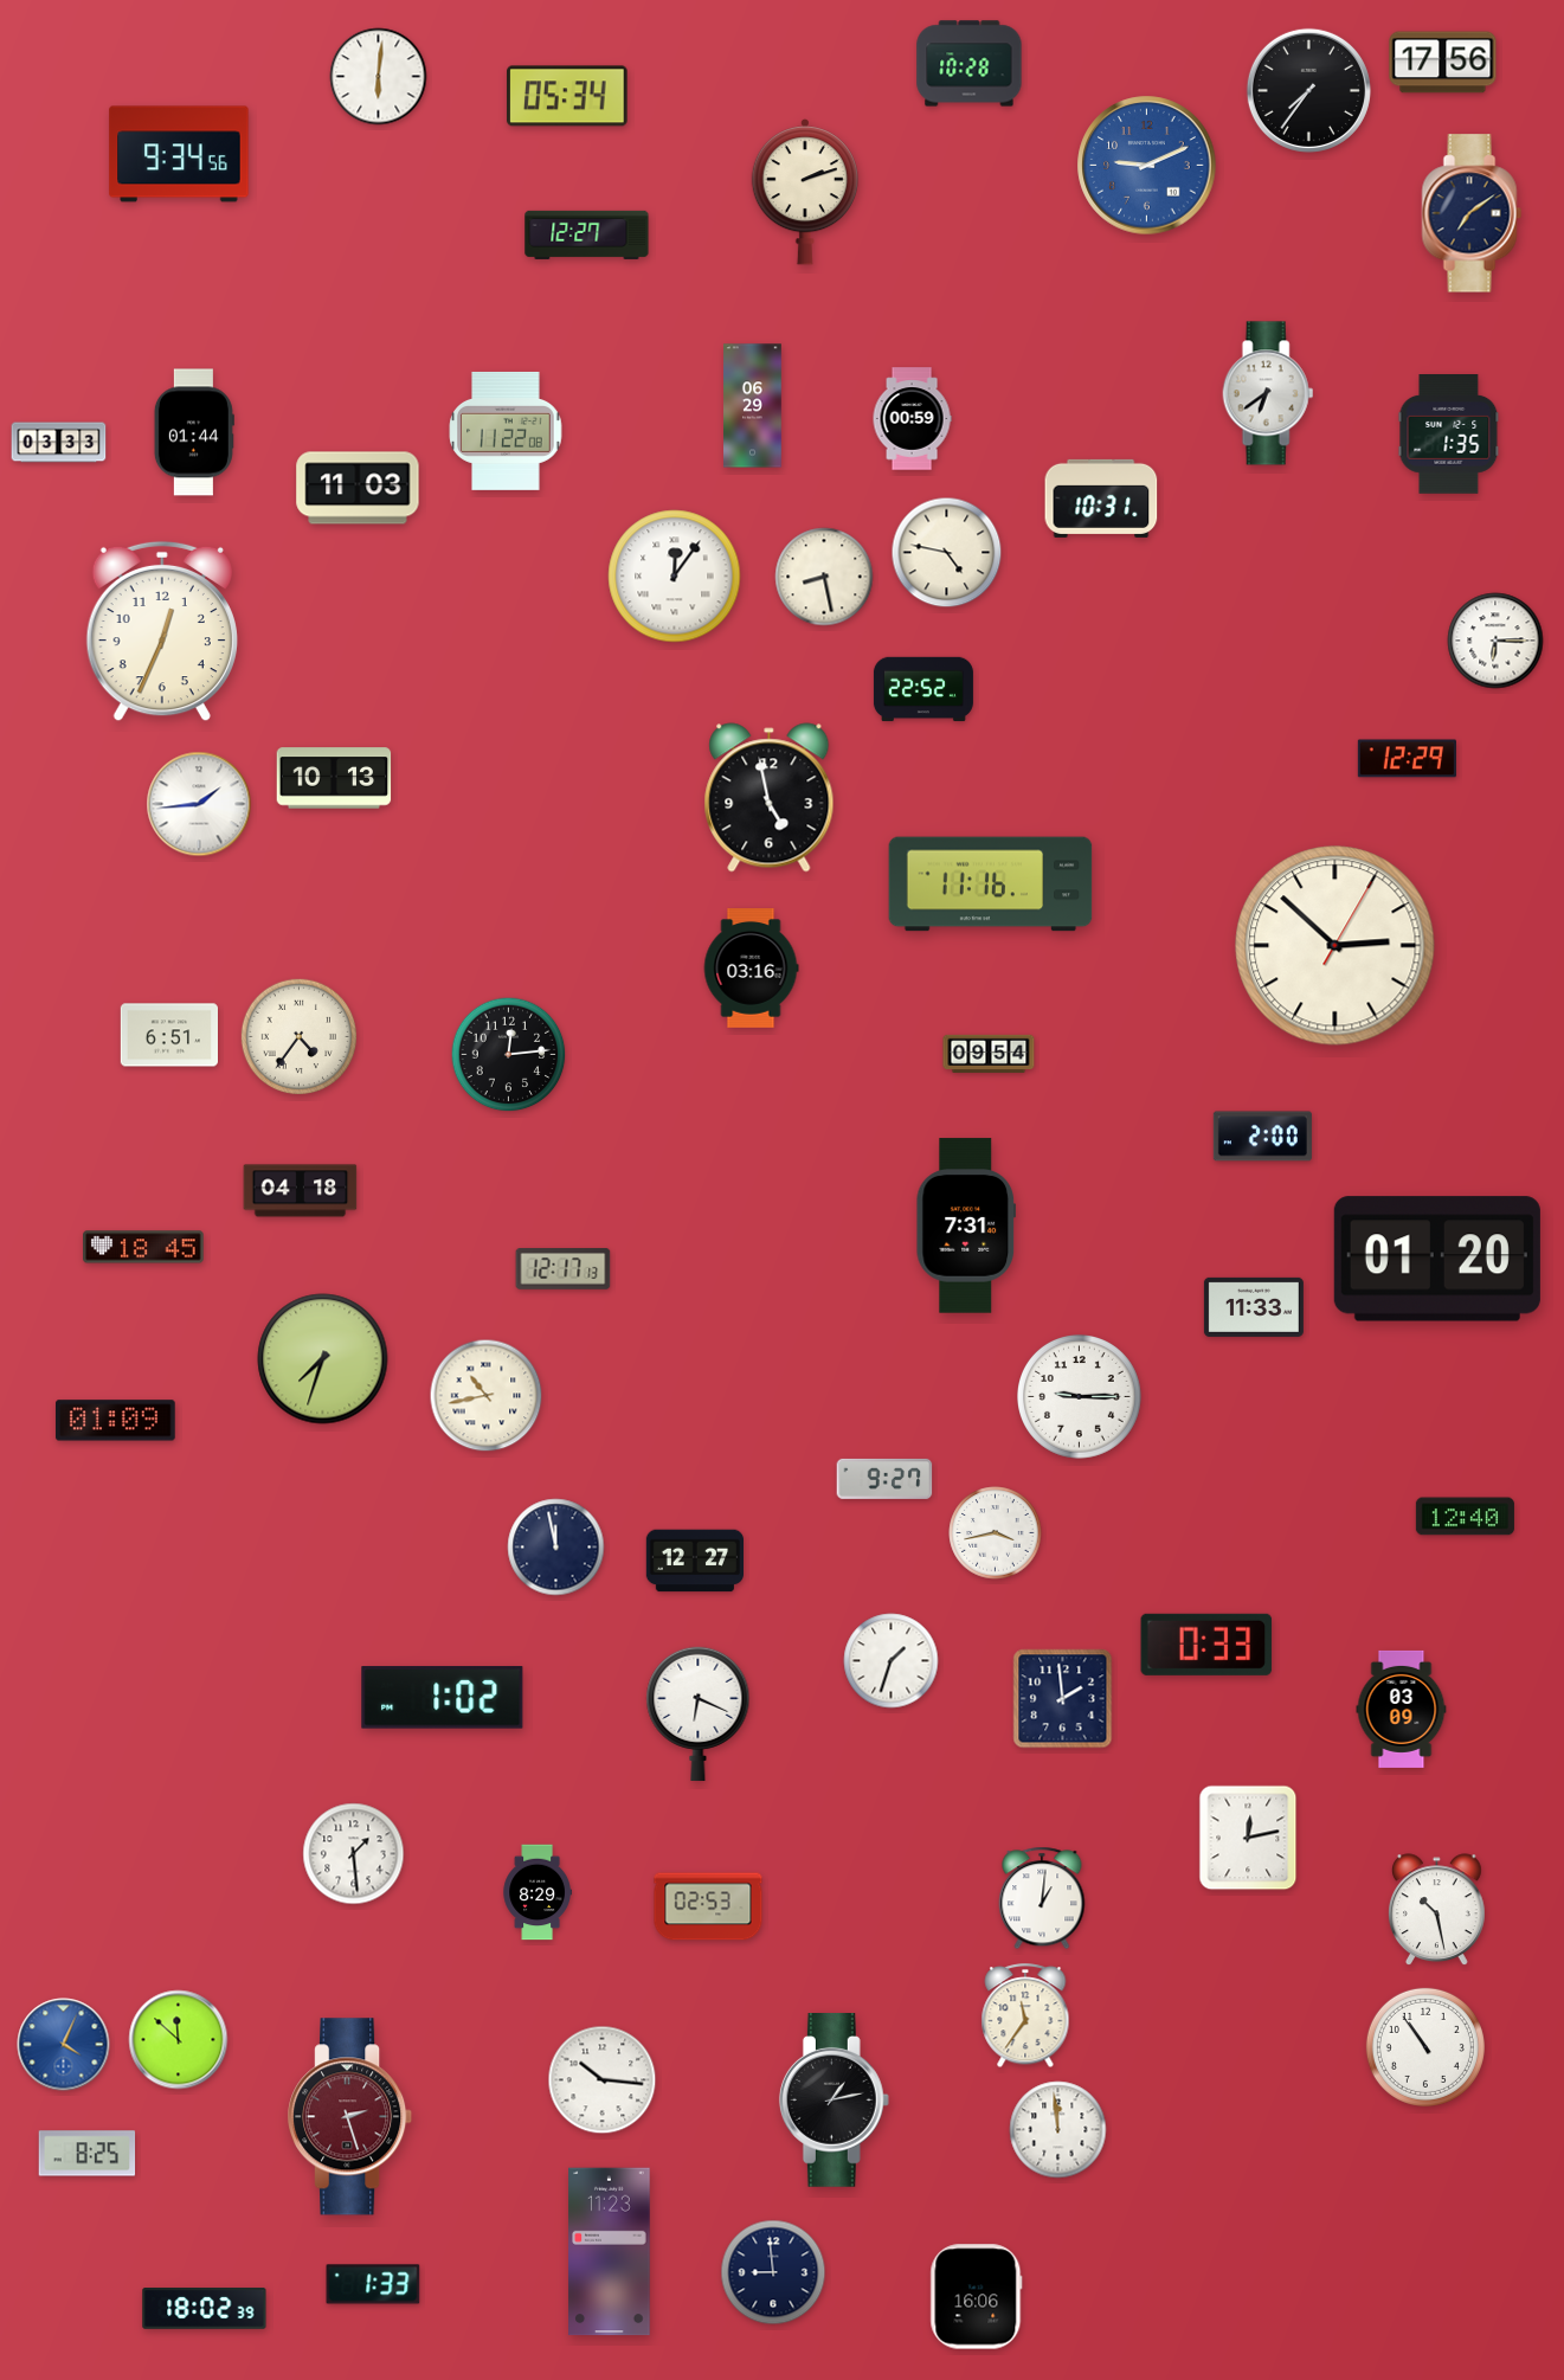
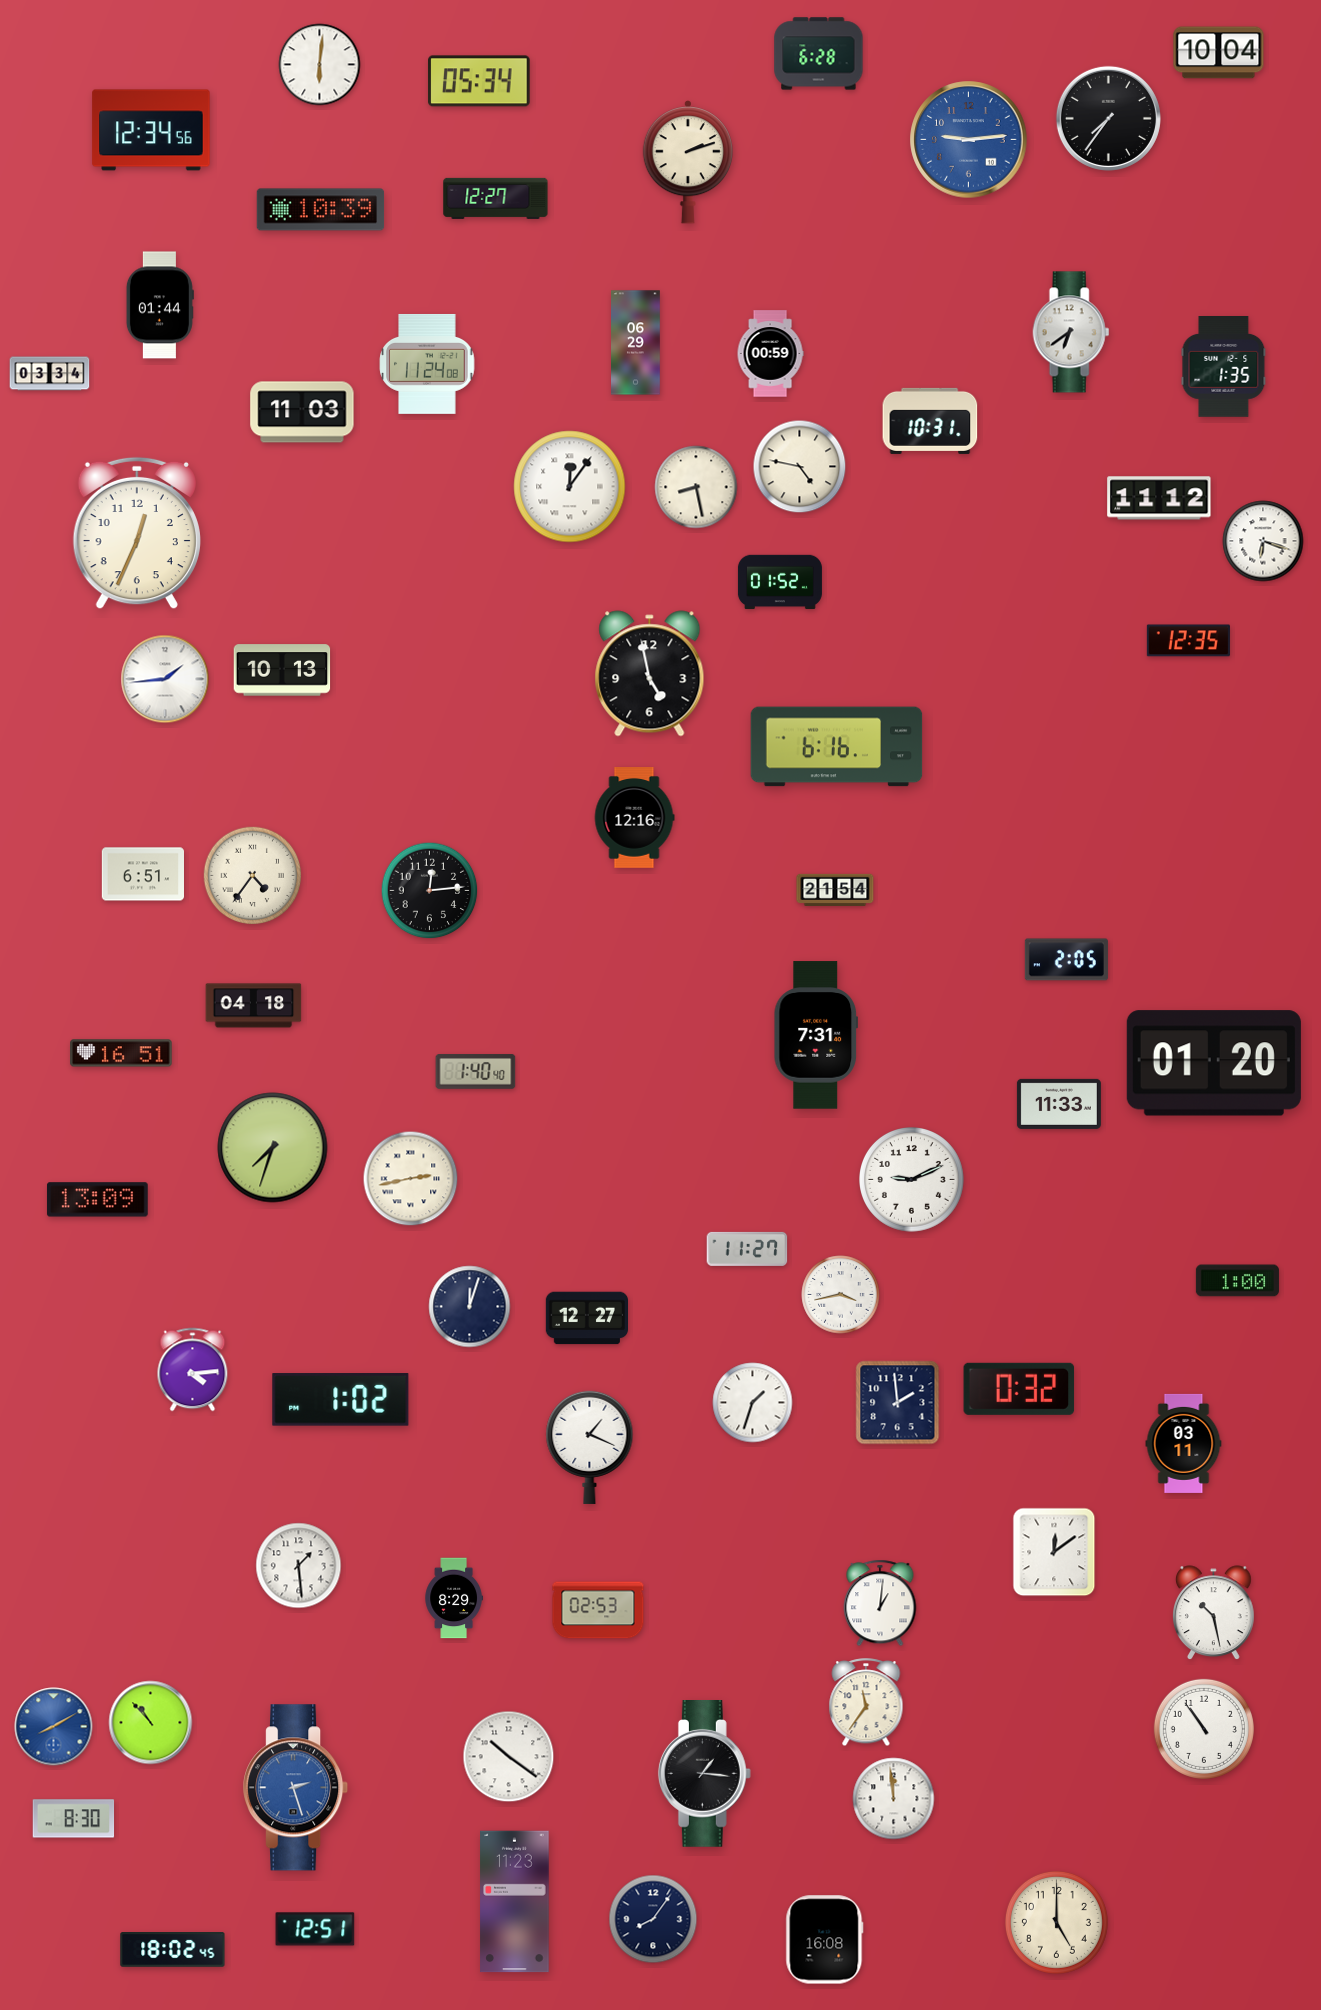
clock at (1443, 63): 17:56 -> 10:04
clock at (970, 64): 10:28 -> 6:28
clock at (1308, 90) position: (1308, 90) -> (1108, 118)
clock at (179, 154): 9:34 -> 12:34
clock at (1147, 166): 9:11 -> 9:14
clock at (804, 193) position: (804, 193) -> (687, 163)
clock at (1472, 213): 7:09 -> none
clock at (321, 210): none -> 10:39
clock at (506, 431): 11:22 -> 11:24
clock at (194, 432) position: (194, 432) -> (160, 305)
clock at (59, 443): 03:33 -> 03:34
clock at (1159, 498): none -> 11:12
clock at (1495, 641): 6:15 -> 6:18
clock at (923, 689): 22:52 -> 01:52
clock at (1407, 759): 12:29 -> 12:35
clock at (334, 778) position: (334, 778) -> (282, 670)
clock at (199, 804) position: (199, 804) -> (165, 679)
clock at (991, 885): 11:16 -> 6:16
clock at (1335, 946): 2:52 -> none
clock at (751, 969): 03:16 -> 12:16
clock at (989, 1054): 09:54 -> 21:54
clock at (1262, 1137): 2:00 -> 2:05
clock at (143, 1247): 18:45 -> 16:51
clock at (564, 1269): 12:17 -> 1:40
clock at (487, 1396): 10:43 -> 2:43
clock at (1080, 1397): 9:15 -> 9:11
clock at (115, 1421): 01:09 -> 13:09
clock at (884, 1479): 9:27 -> 11:27
clock at (1465, 1517): 12:40 -> 1:00
clock at (556, 1548): 11:58 -> 12:03
clock at (193, 1370): none -> 4:14
clock at (1206, 1645): 0:33 -> 0:32
clock at (443, 1698) position: (443, 1698) -> (341, 1400)
clock at (1063, 1699) position: (1063, 1699) -> (898, 1403)
clock at (1402, 1709): 03:09 -> 03:11
clock at (699, 1713): 6:19 -> 1:19
clock at (1248, 1838): 12:13 -> 12:09
clock at (179, 2040): 11:52 -> 10:53
clock at (64, 2045): 4:04 -> 8:10
clock at (603, 2080): 10:16 -> 10:21
clock at (834, 2101): 1:13 -> 1:16
clock at (352, 2117) dial: burgundy -> blue
clock at (88, 2154): 8:25 -> 8:30
clock at (773, 2272): 8:59 -> 8:06
clock at (1056, 1922): none -> 5:00
clock at (373, 2284): 1:33 -> 12:51
clock at (977, 2297): 16:06 -> 16:08
clock at (205, 2309): 18:02:39 -> 18:02:45
